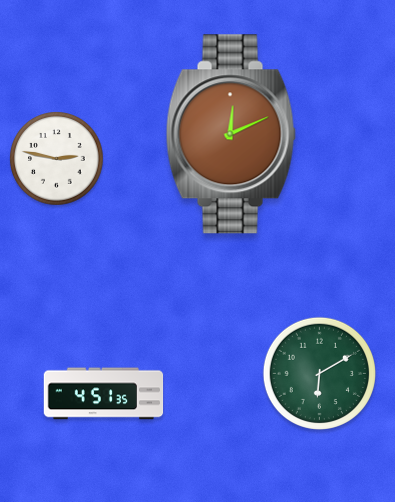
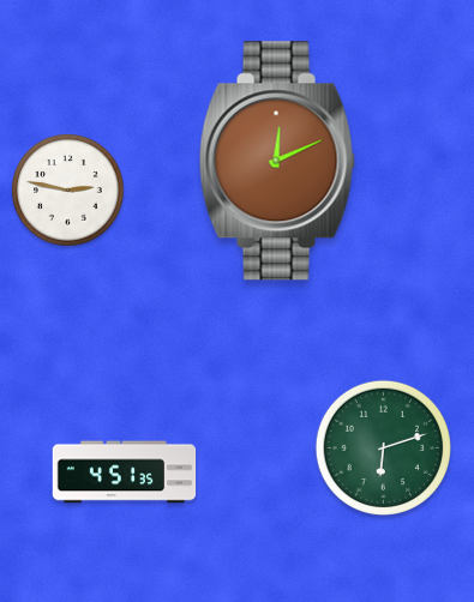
clock at (319, 373): 6:10 -> 6:12
